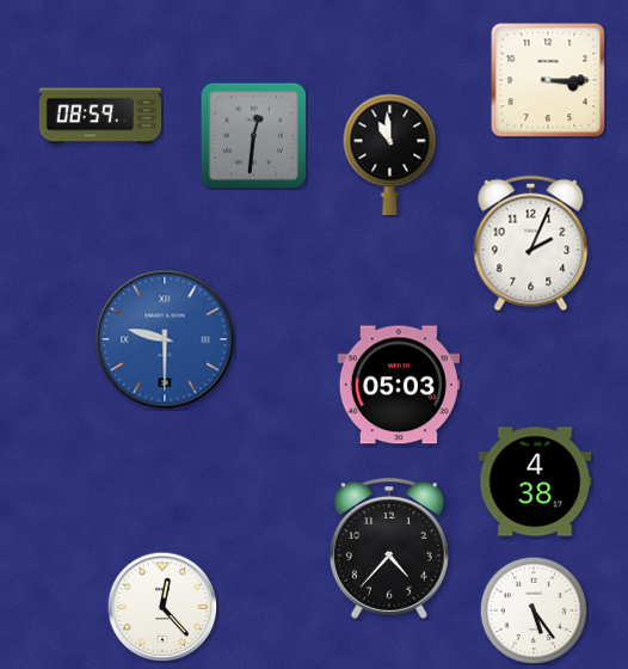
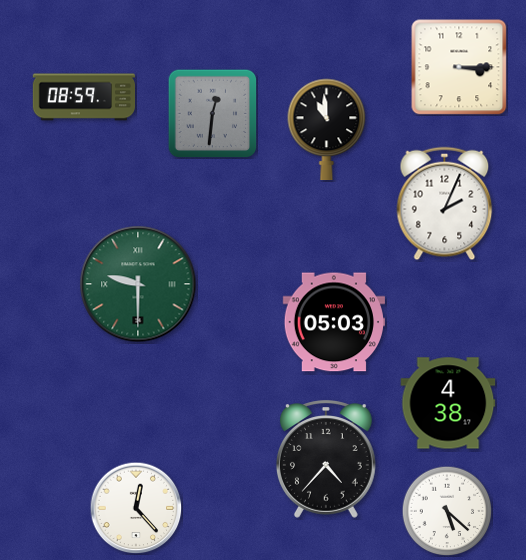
clock at (165, 339) dial: blue -> green
clock at (534, 610): 5:24 -> 5:22
